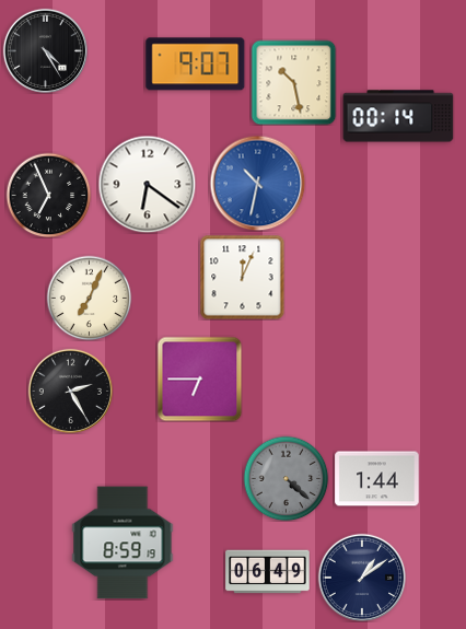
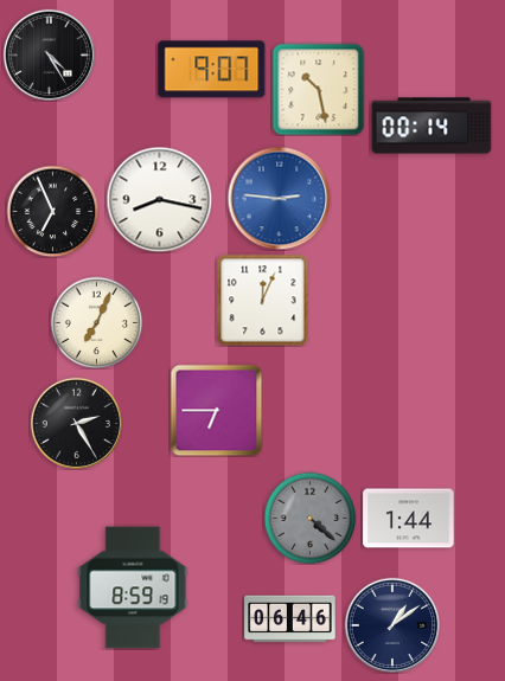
clock at (257, 183): 10:32 -> 2:46
clock at (147, 184): 6:21 -> 8:17
clock at (268, 572): 06:49 -> 06:46
